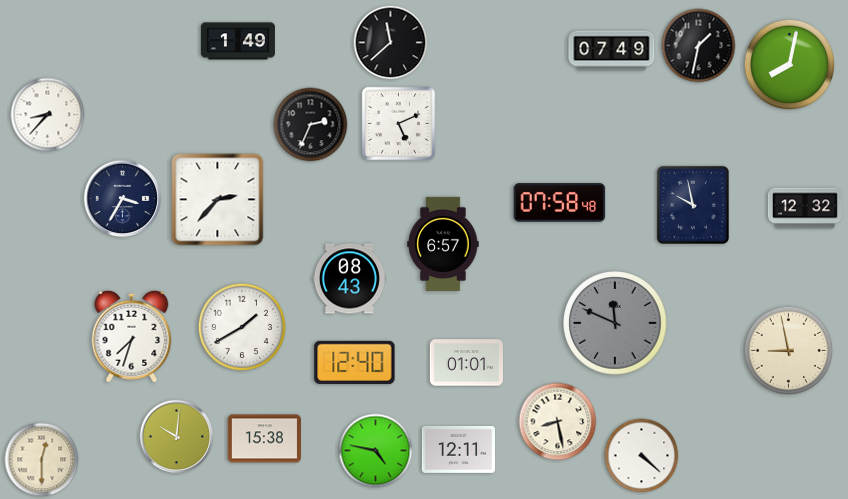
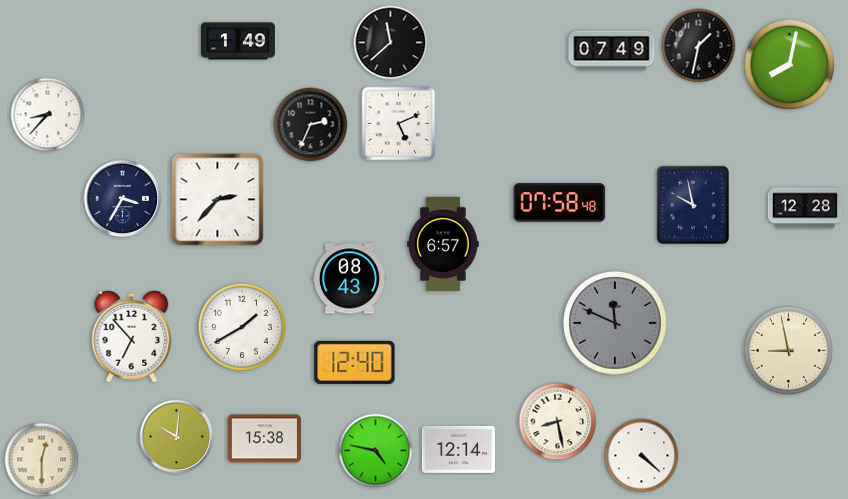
clock at (805, 208): 12:32 -> 12:28
clock at (132, 336): 7:33 -> 6:53
clock at (466, 363): 01:01 -> none
clock at (458, 449): 12:11 -> 12:14
